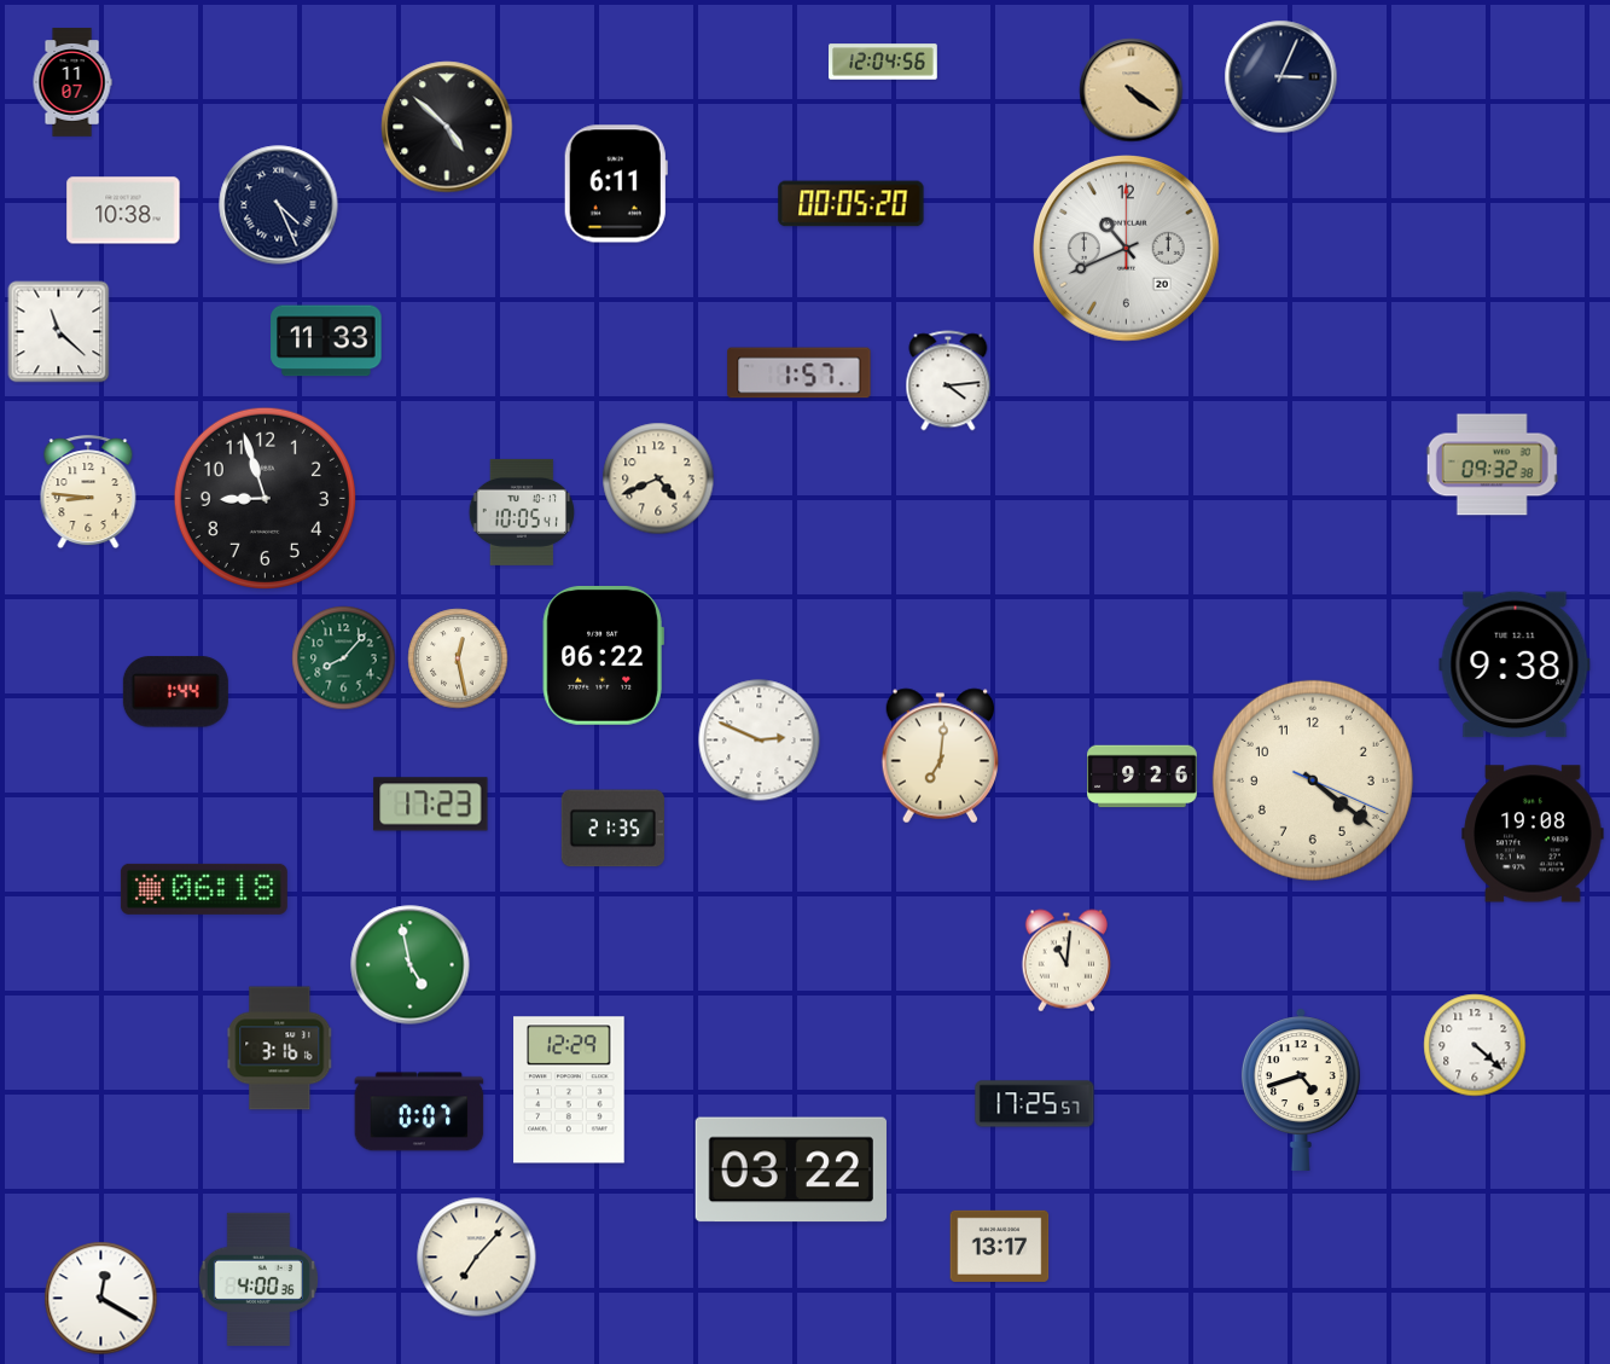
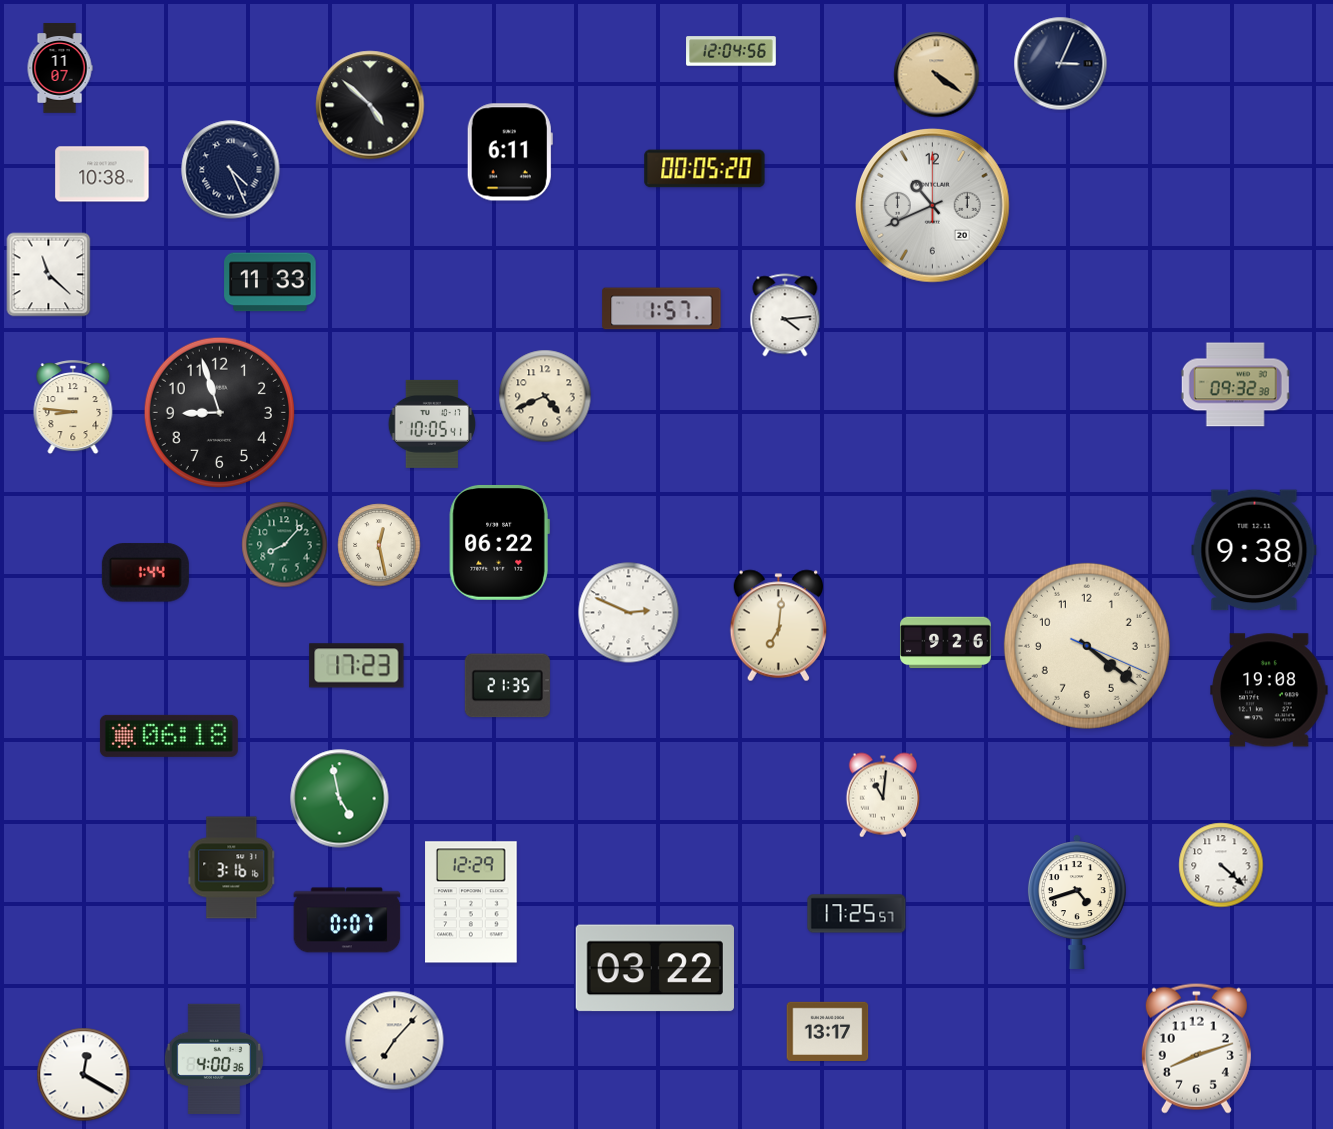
clock at (1196, 1048): none -> 8:12
